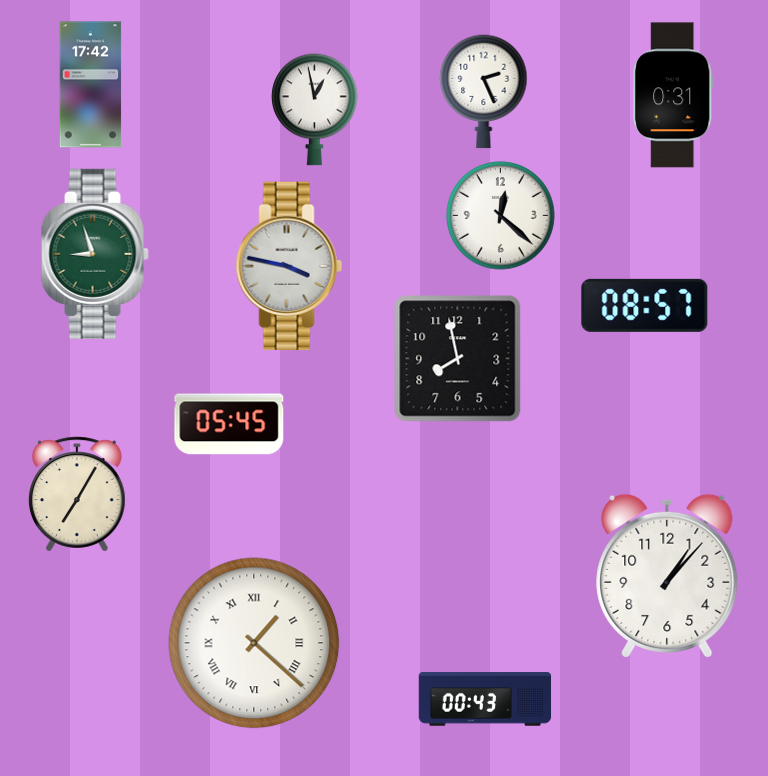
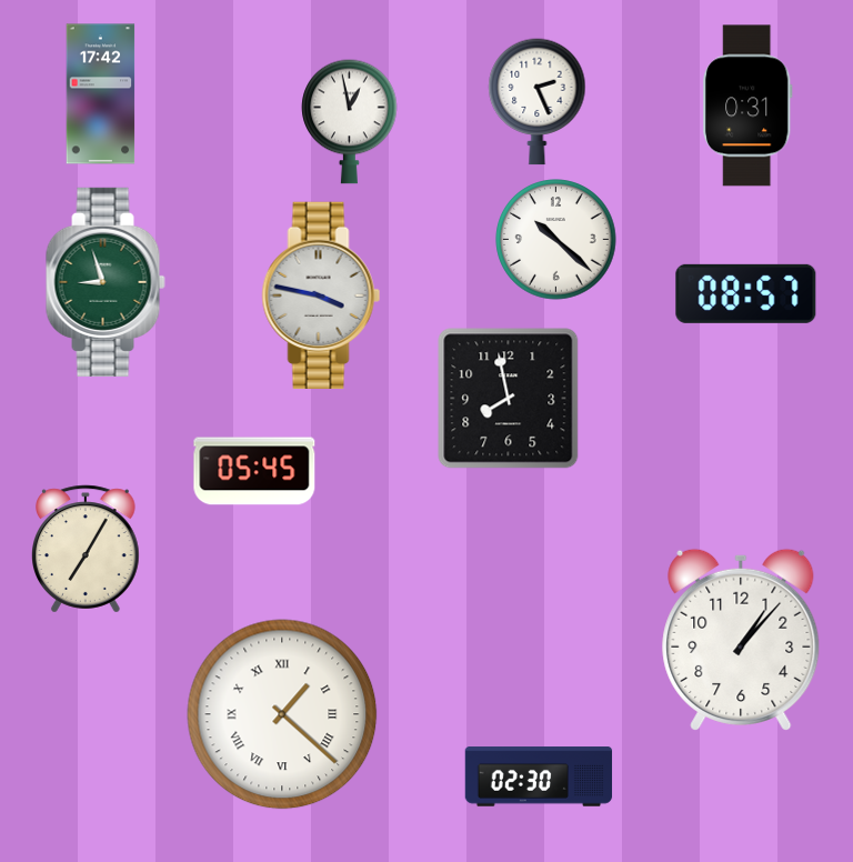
clock at (501, 216): 12:22 -> 10:22
clock at (645, 305) position: (645, 305) -> (746, 293)
clock at (485, 699): 00:43 -> 02:30
